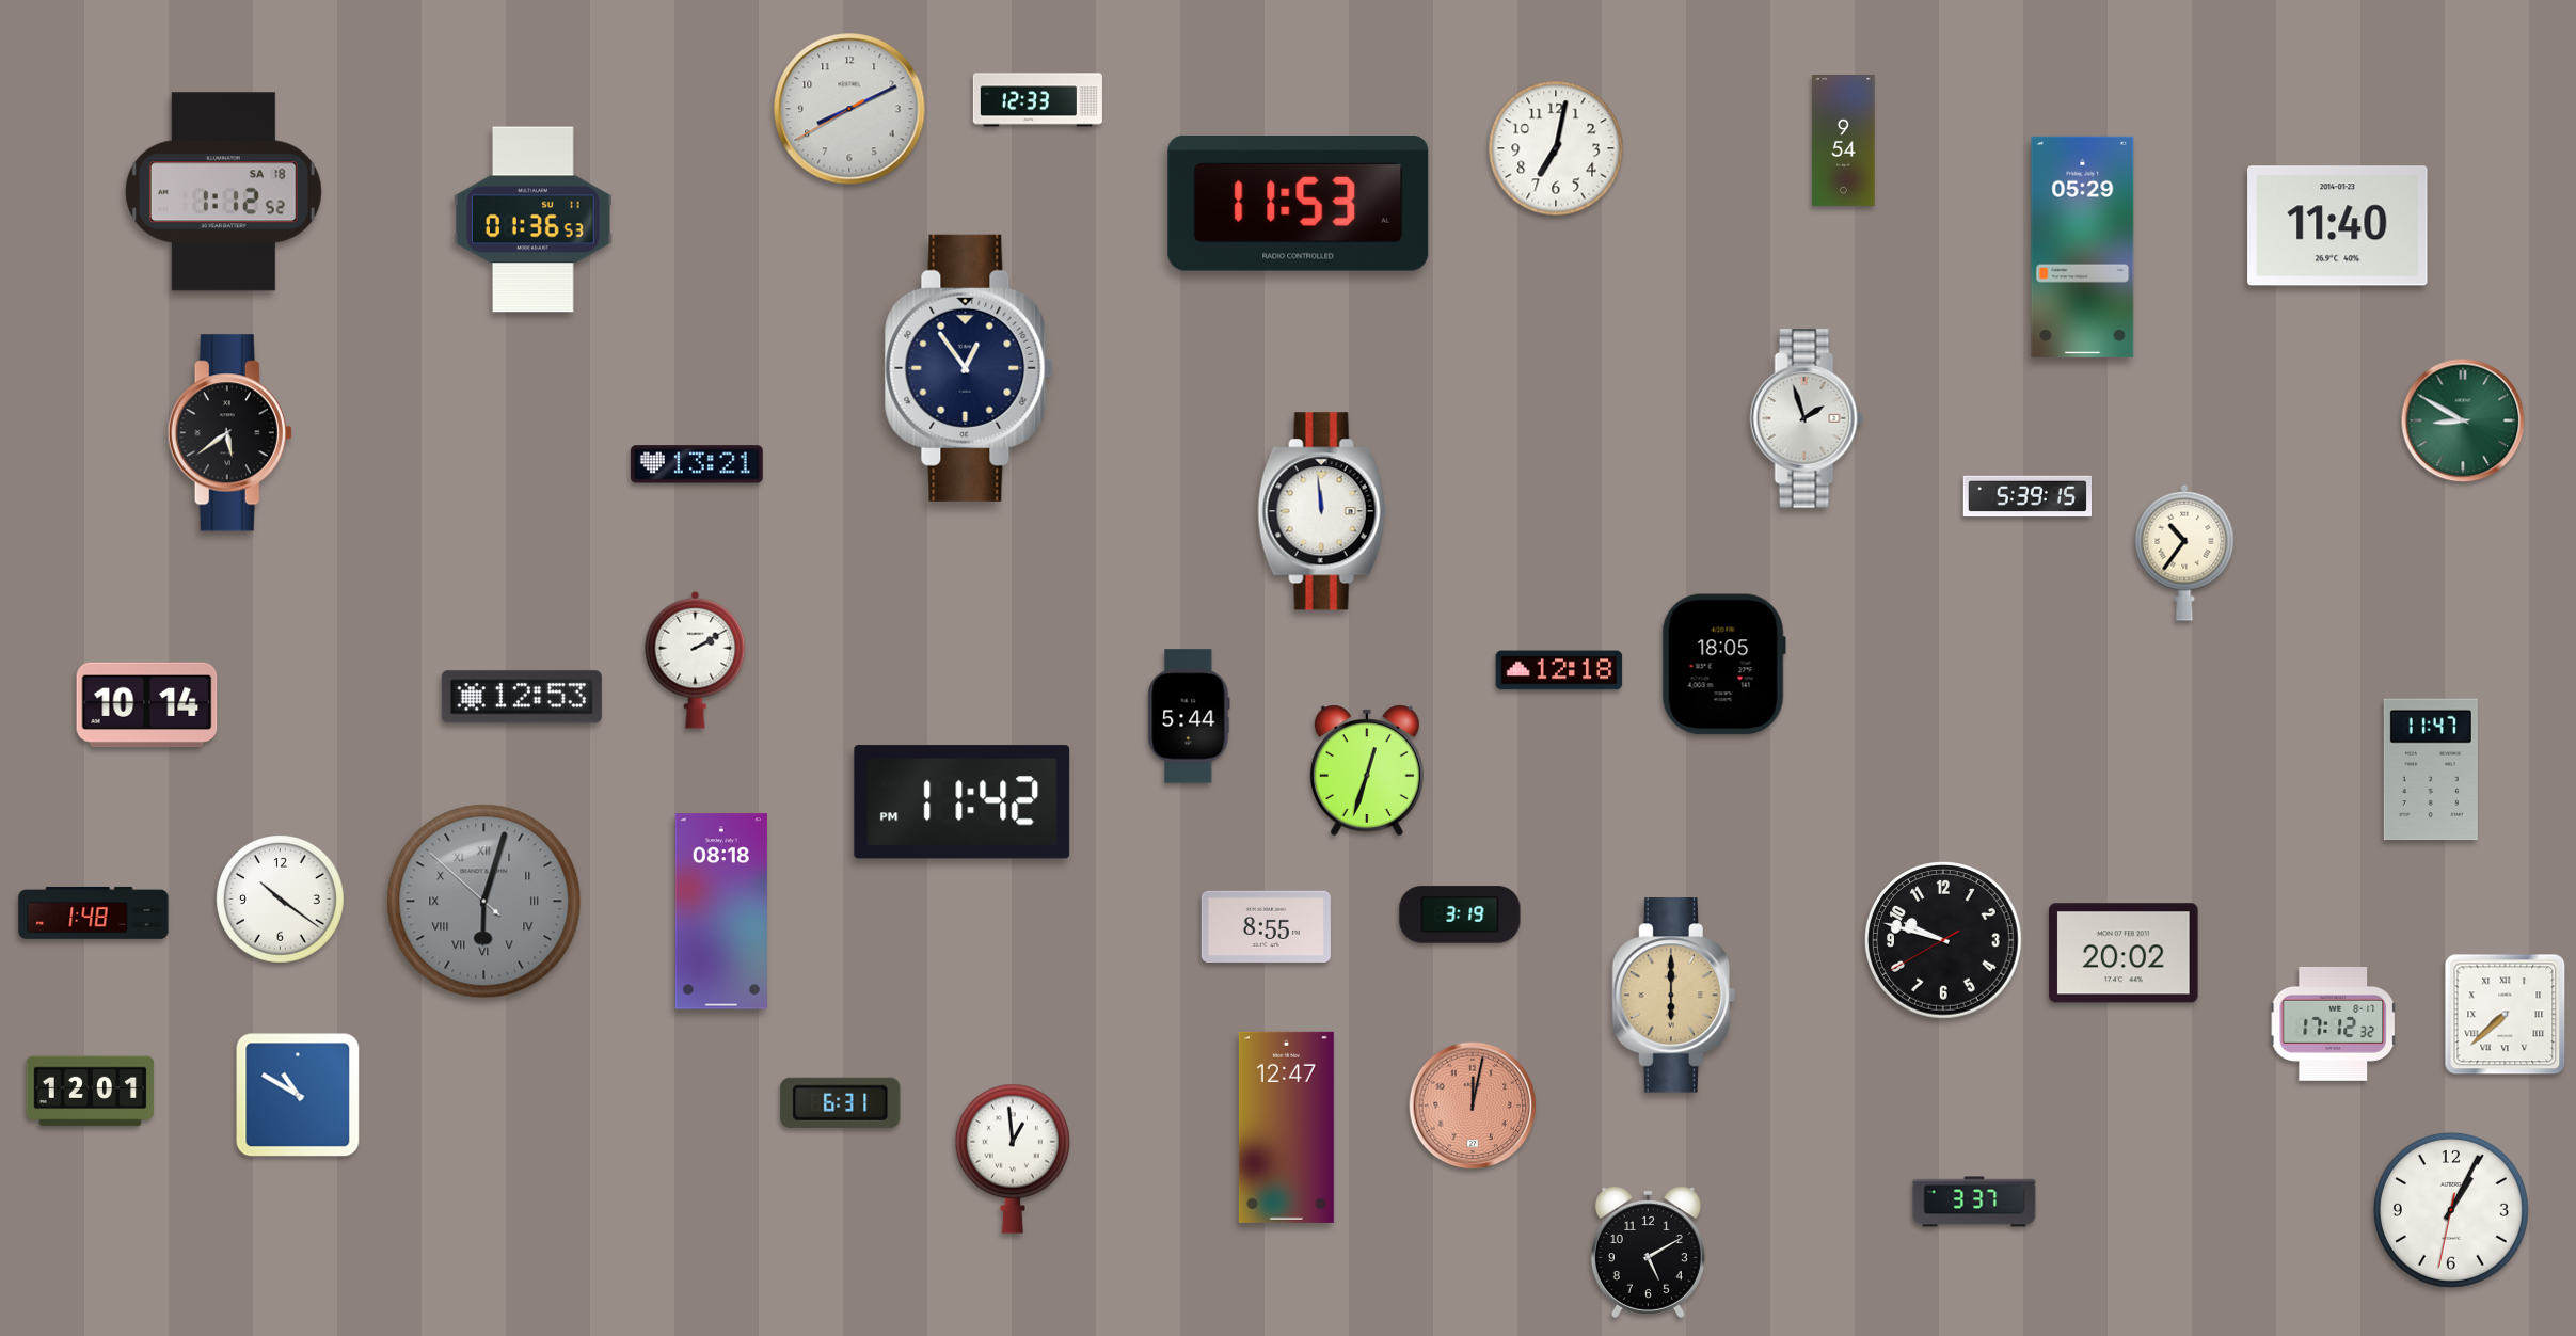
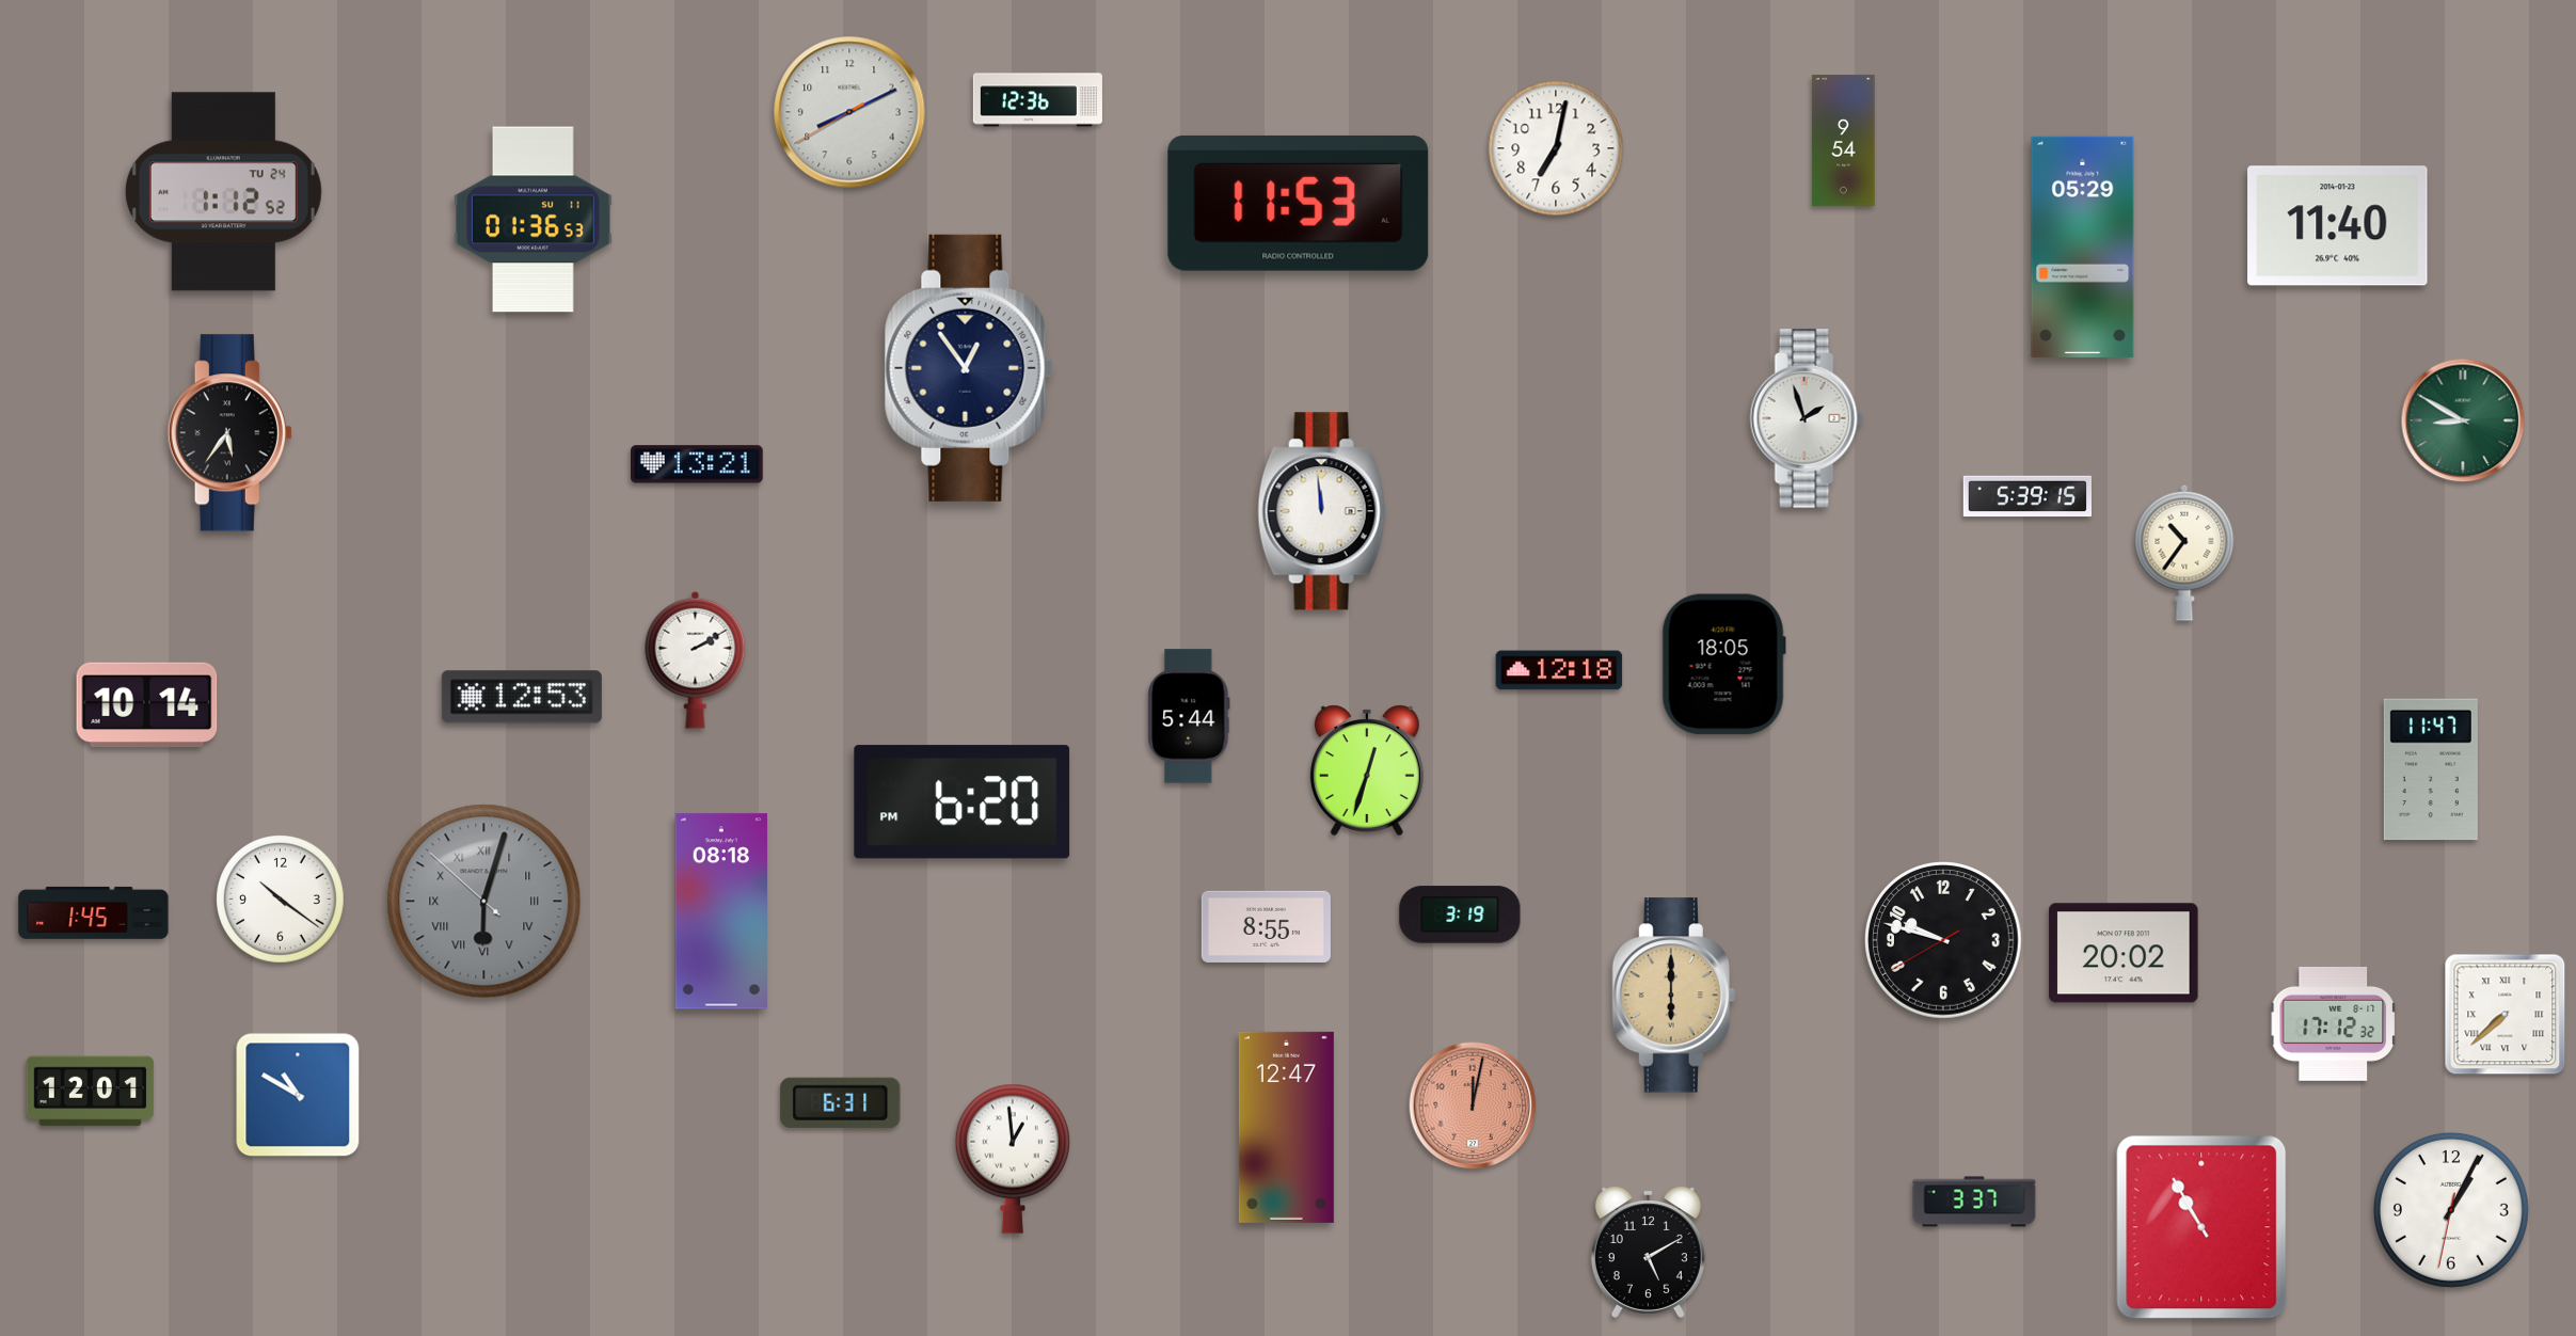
clock at (1037, 100): 12:33 -> 12:36
clock at (849, 109) position: (849, 109) -> (849, 112)
clock at (223, 192) date: SA 18 -> TU 24
clock at (229, 433): 5:39 -> 5:36
clock at (963, 802): 11:42 -> 6:20
clock at (94, 912): 1:48 -> 1:45
clock at (2201, 1227): none -> 10:55
